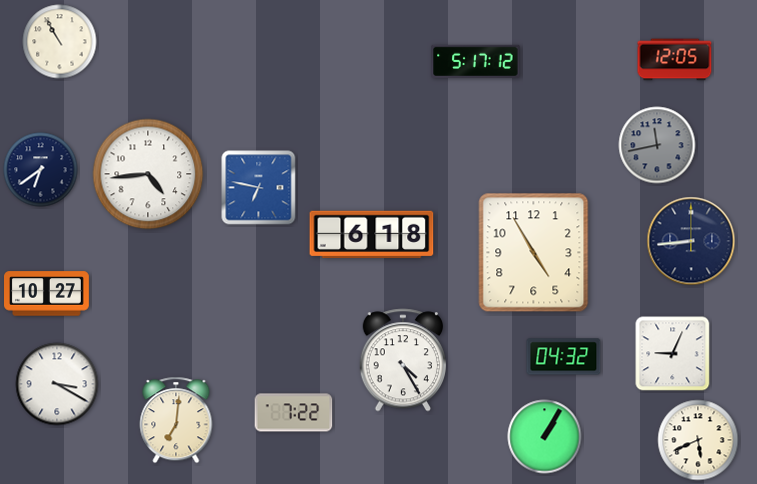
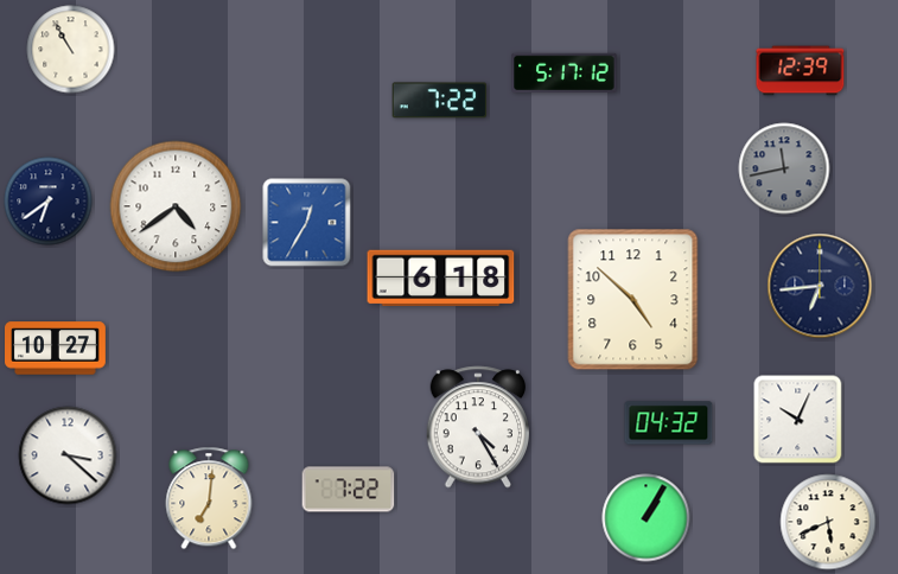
clock at (675, 60): 12:05 -> 12:39
clock at (440, 101): none -> 7:22
clock at (657, 145) position: (657, 145) -> (784, 168)
clock at (148, 174): 4:44 -> 4:39
clock at (259, 188): 6:47 -> 12:35
clock at (691, 241): 8:44 -> 6:44
clock at (534, 253): 4:55 -> 4:52
clock at (673, 354): 9:04 -> 10:04
clock at (57, 384): 3:20 -> 3:22
